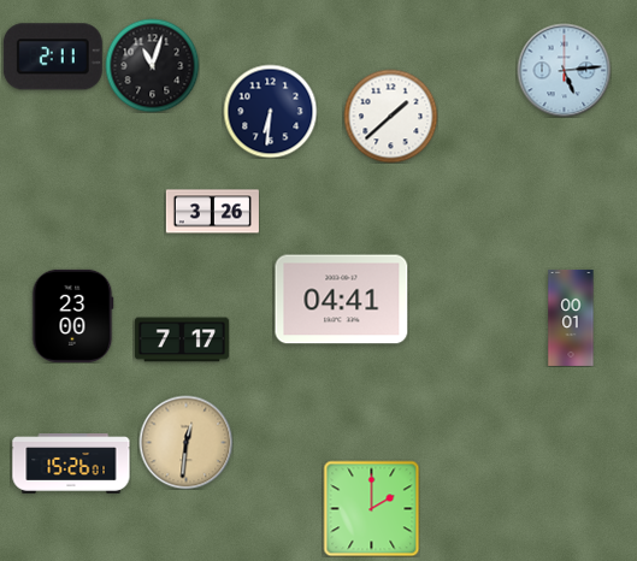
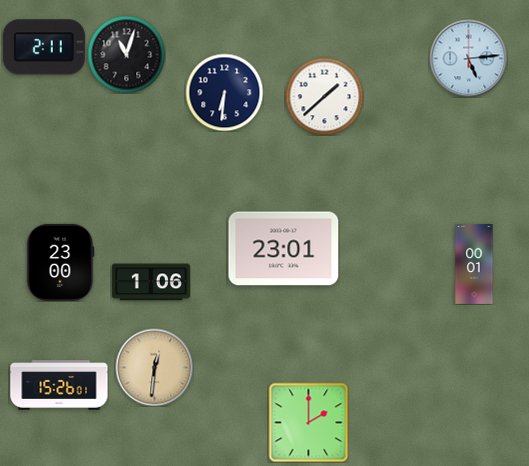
clock at (212, 212): 3:26 -> none
clock at (342, 300): 04:41 -> 23:01
clock at (182, 339): 7:17 -> 1:06
